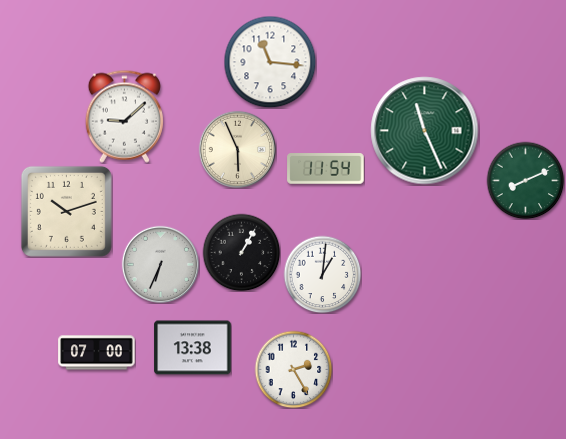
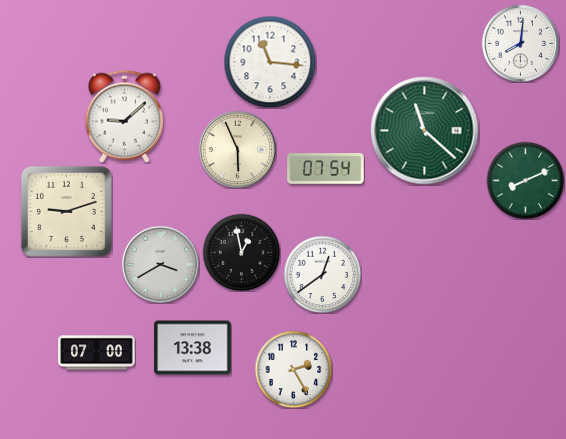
clock at (520, 43): none -> 8:01
clock at (425, 131): 11:26 -> 11:22
clock at (326, 169): 11:54 -> 07:54
clock at (66, 211): 10:12 -> 9:12
clock at (241, 252): 1:05 -> 12:58
clock at (160, 264): 6:34 -> 3:40
clock at (322, 274): 1:01 -> 12:39
